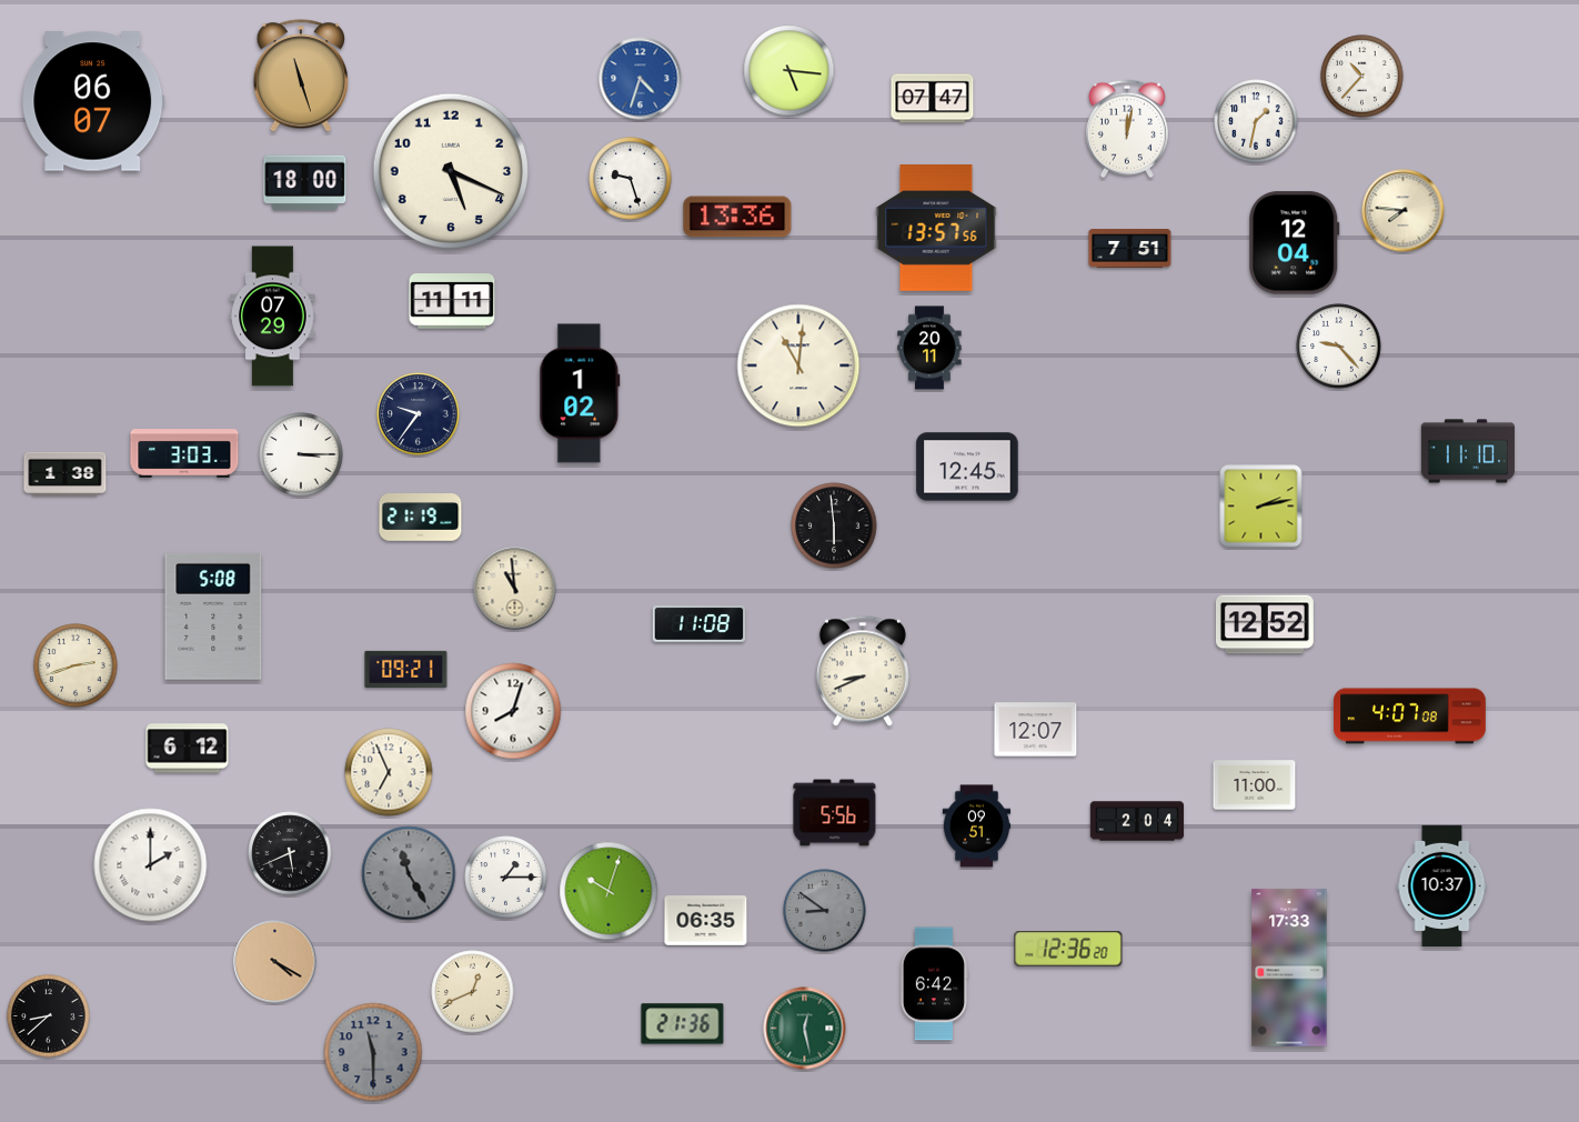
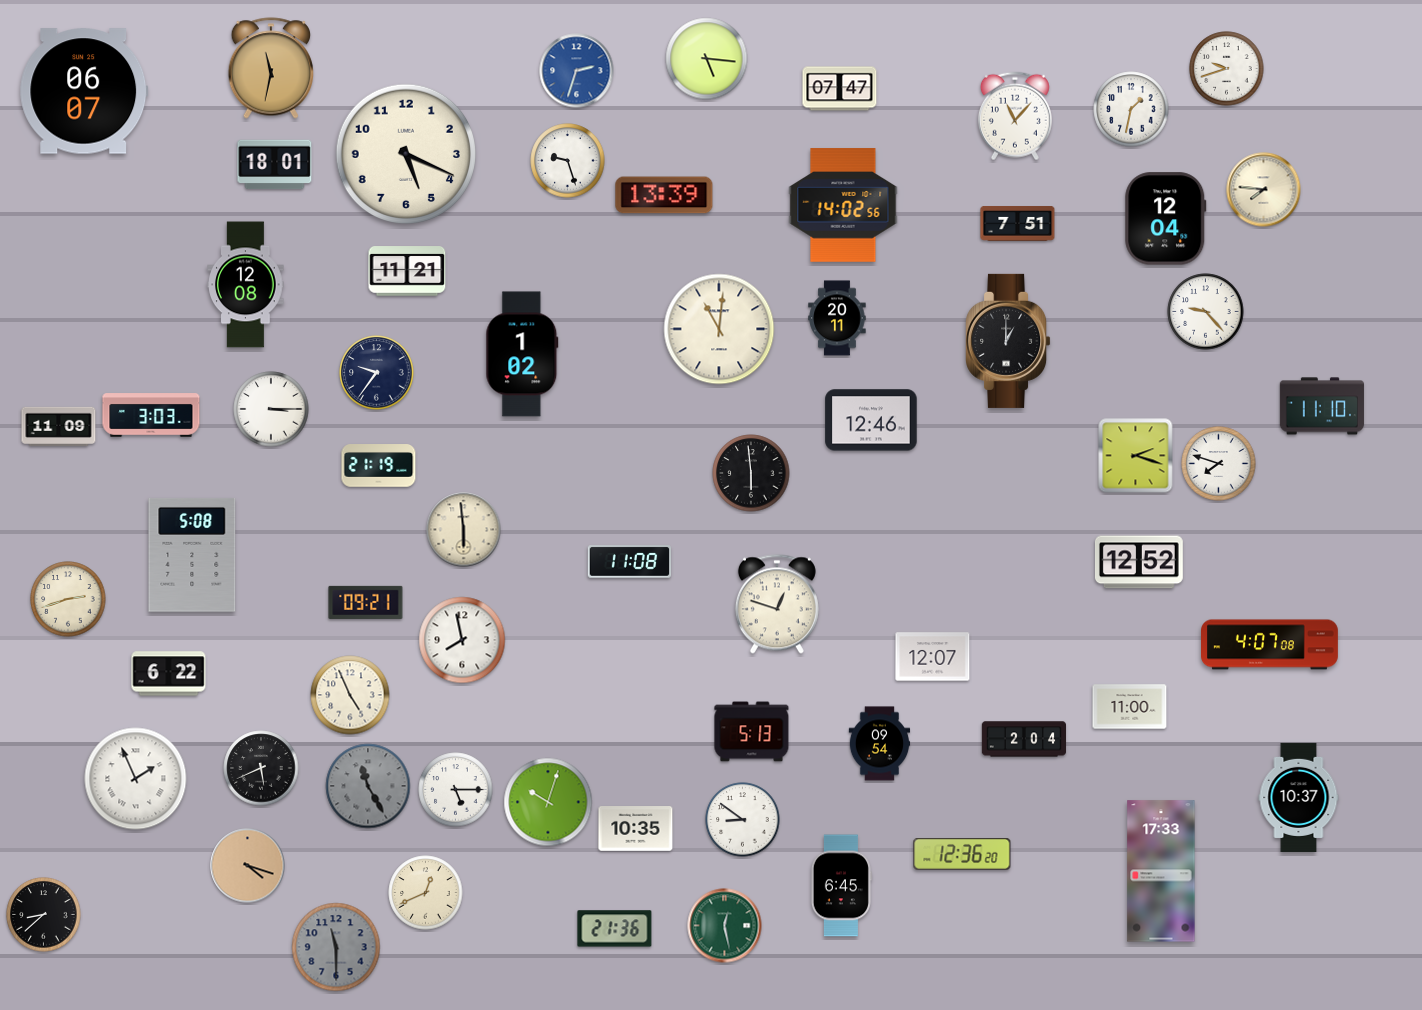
clock at (789, 71) position: (789, 71) -> (707, 59)
clock at (300, 76): 11:27 -> 11:32
clock at (1362, 77): 10:37 -> 9:42
clock at (641, 79): 4:33 -> 2:33
clock at (1127, 129): 12:02 -> 11:07
clock at (305, 183): 18:00 -> 18:01
clock at (737, 217): 13:36 -> 13:39
clock at (936, 228): 13:57 -> 14:02
clock at (452, 301): 11:11 -> 11:21
clock at (273, 317): 07:29 -> 12:08
clock at (929, 348) position: (929, 348) -> (837, 318)
clock at (1009, 341): none -> 1:00
clock at (184, 453) position: (184, 453) -> (151, 415)
clock at (967, 467): 12:45 -> 12:46
clock at (66, 473): 1:38 -> 11:09
clock at (1261, 507): 2:13 -> 2:18
clock at (1219, 464): none -> 7:48
clock at (515, 589): 10:59 -> 5:59
clock at (863, 671): 8:41 -> 12:48
clock at (513, 711): 8:03 -> 7:58
clock at (188, 749): 6:12 -> 6:22
clock at (389, 772): 6:56 -> 4:56
clock at (835, 813): 5:56 -> 5:13
clock at (977, 827): 09:51 -> 09:54
clock at (151, 865): 2:00 -> 1:56
clock at (506, 878): 1:15 -> 5:15
clock at (825, 911) dial: grey -> white
clock at (706, 921): 06:35 -> 10:35
clock at (275, 962): 4:20 -> 4:18
clock at (934, 984): 6:42 -> 6:45
clock at (683, 1024) position: (683, 1024) -> (615, 929)
